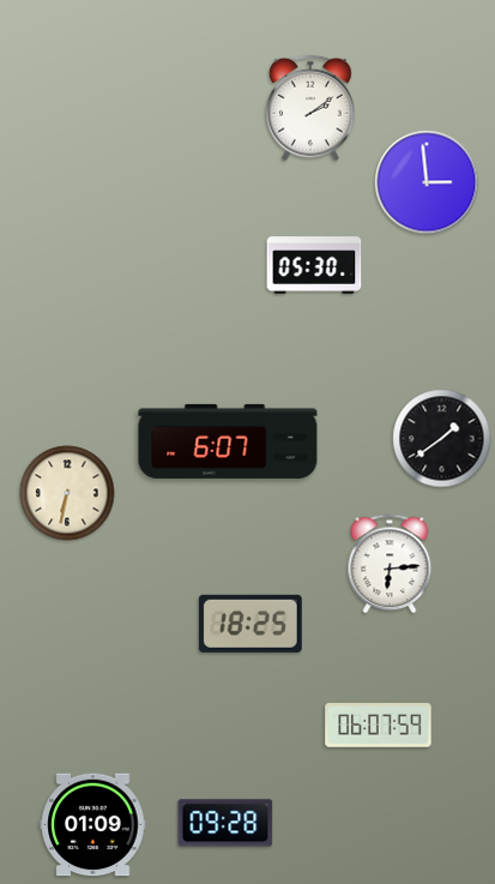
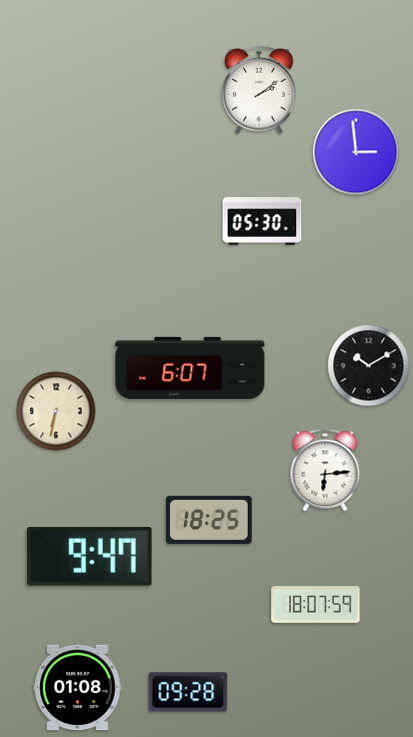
clock at (442, 439): 1:39 -> 10:10
clock at (89, 556): none -> 9:47
clock at (379, 726): 06:07 -> 18:07
clock at (225, 823) position: (225, 823) -> (188, 692)
clock at (93, 825): 01:09 -> 01:08
